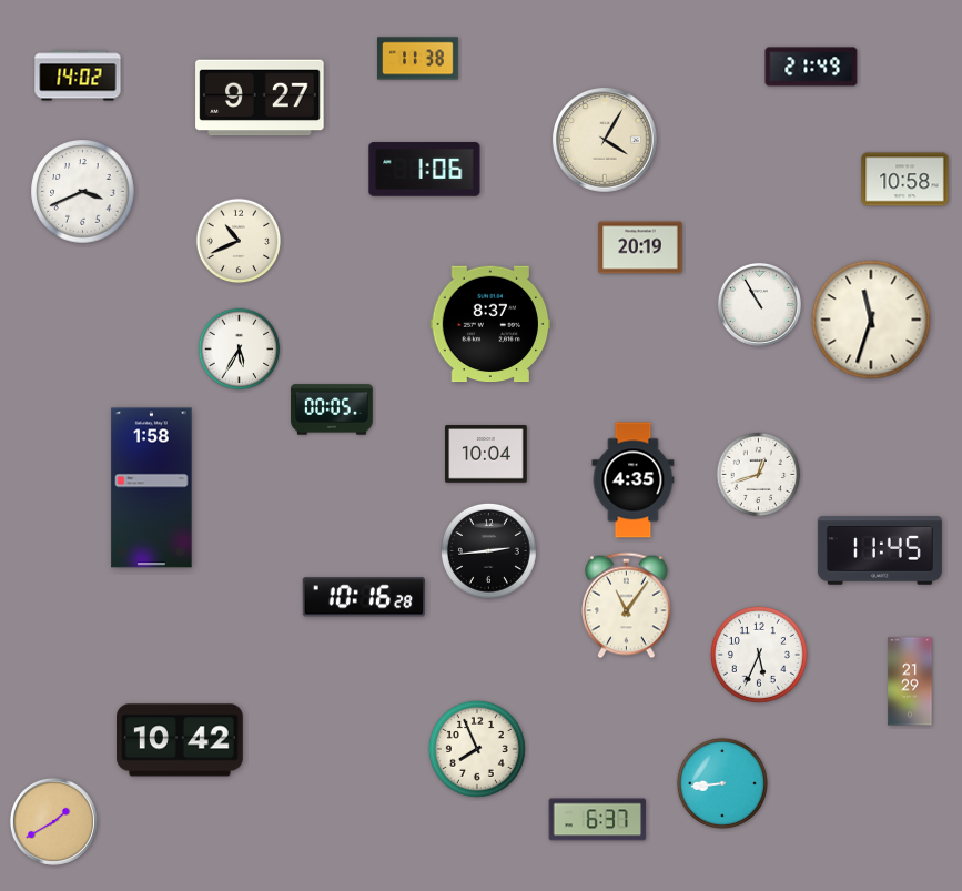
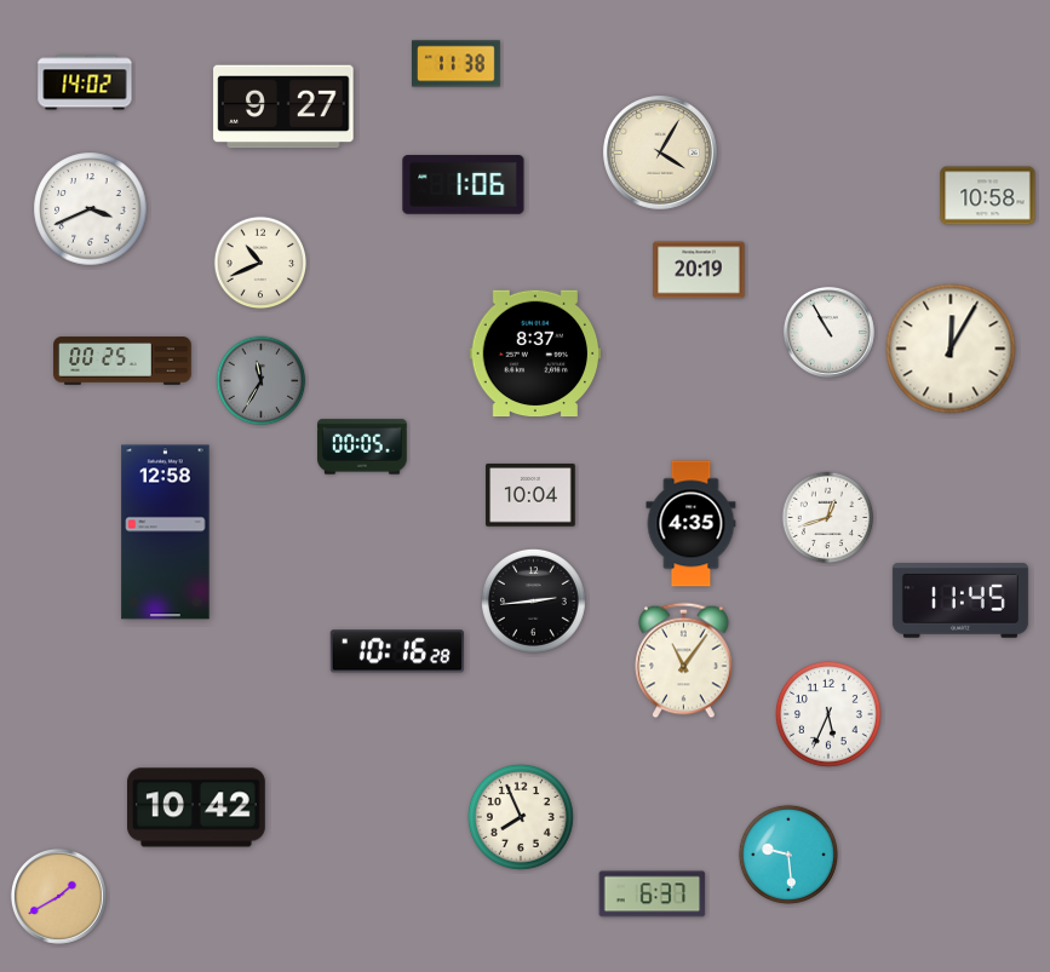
clock at (811, 67): 21:49 -> none
clock at (871, 320): 11:33 -> 12:05
clock at (122, 361): none -> 00:25
clock at (240, 350): 5:35 -> 11:35
clock at (240, 350) dial: white -> grey
clock at (152, 488): 1:58 -> 12:58
clock at (910, 681): 21:29 -> none
clock at (722, 783): 8:44 -> 9:29
